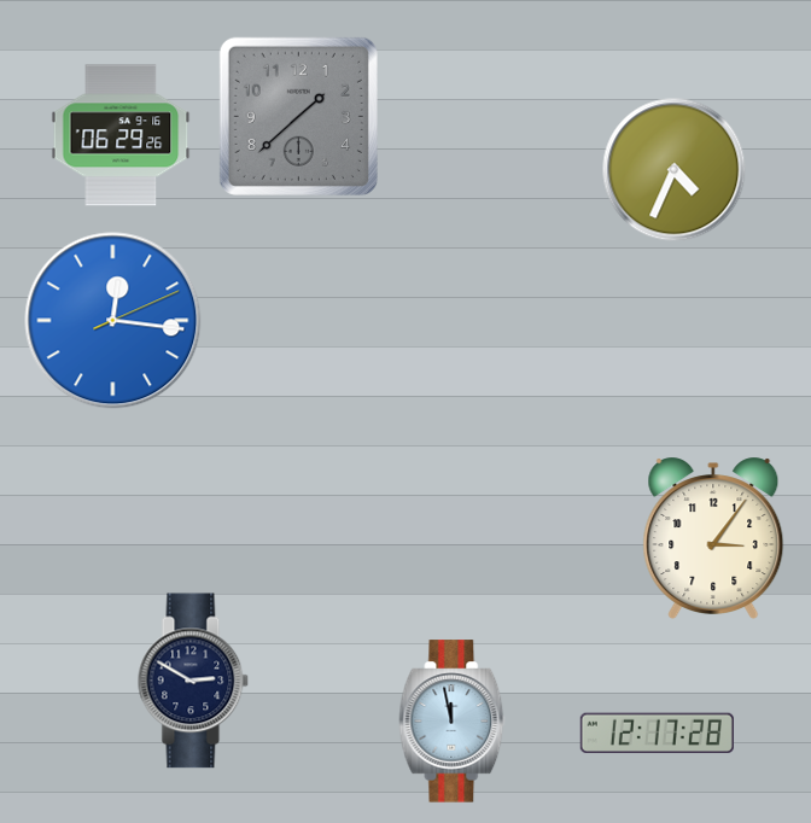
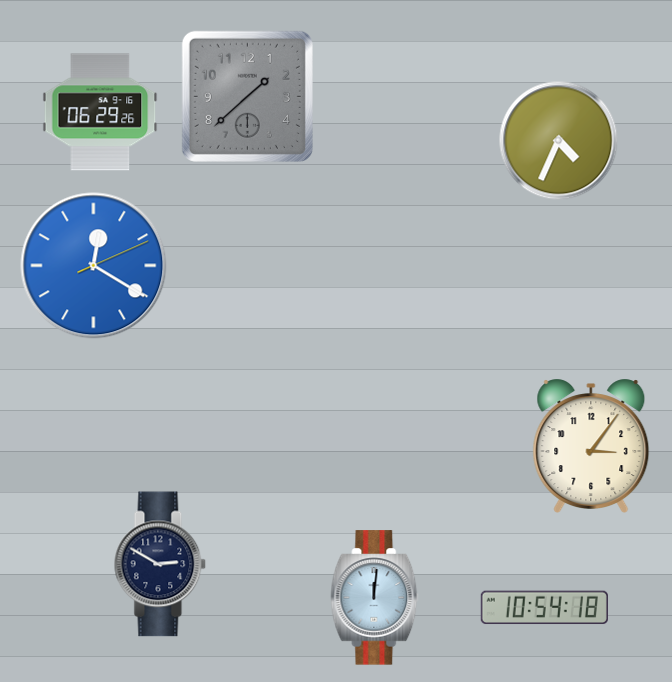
clock at (113, 321): 12:16 -> 12:20
clock at (453, 722): 11:58 -> 12:01
clock at (657, 734): 12:17 -> 10:54
